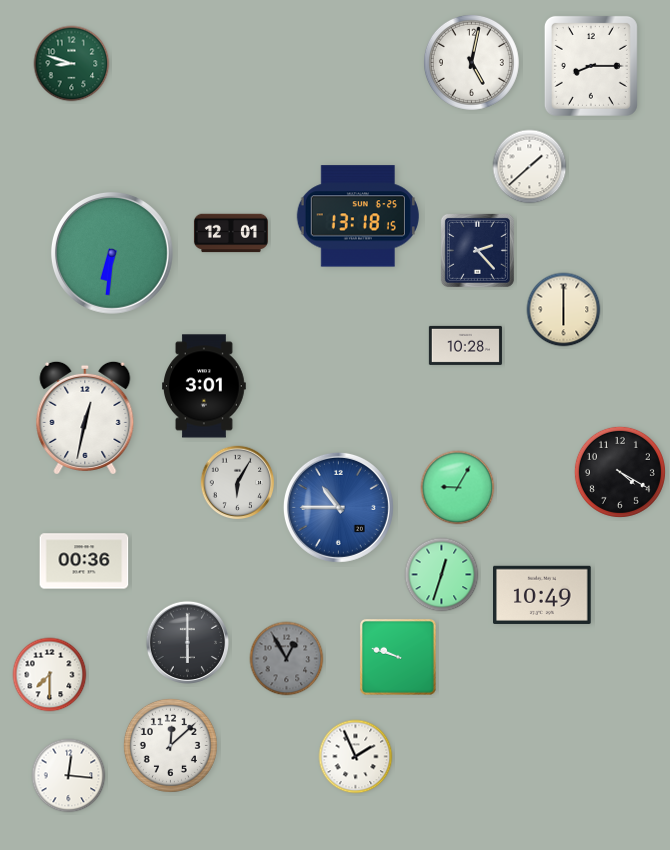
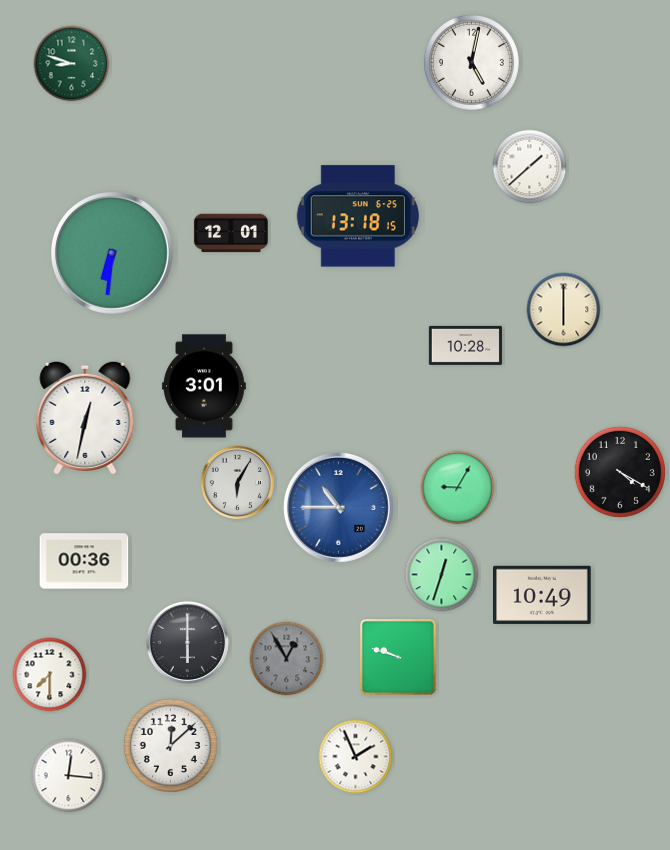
clock at (591, 66): 8:15 -> none
clock at (477, 250): 2:23 -> none
